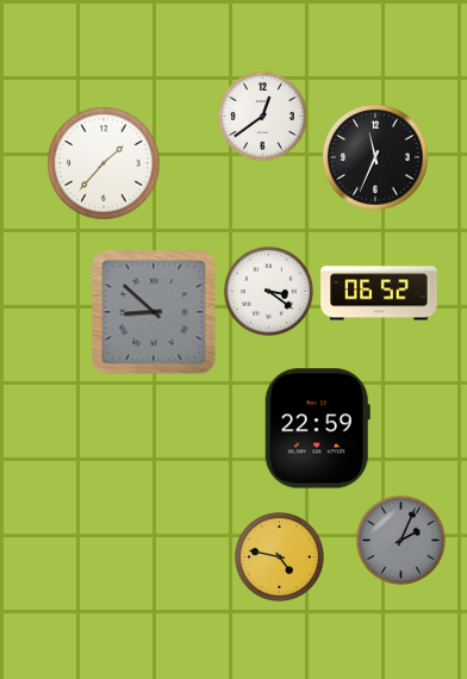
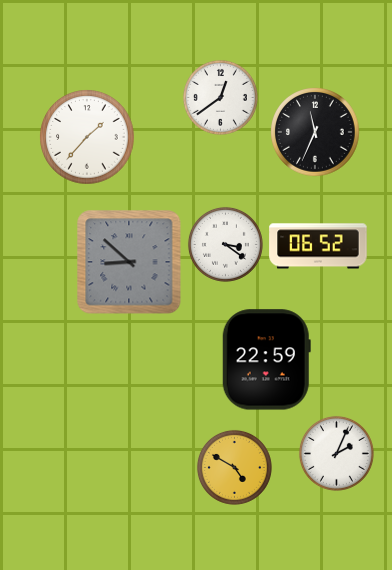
clock at (400, 540) dial: grey -> white
clock at (279, 556): 4:47 -> 4:50
